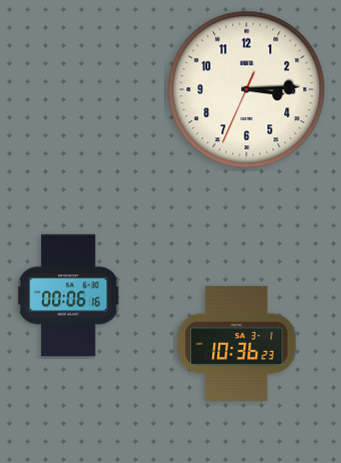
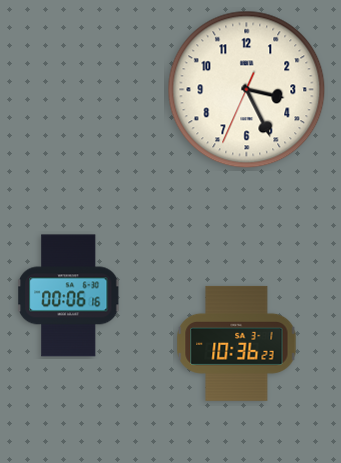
clock at (247, 90): 3:14 -> 3:25
